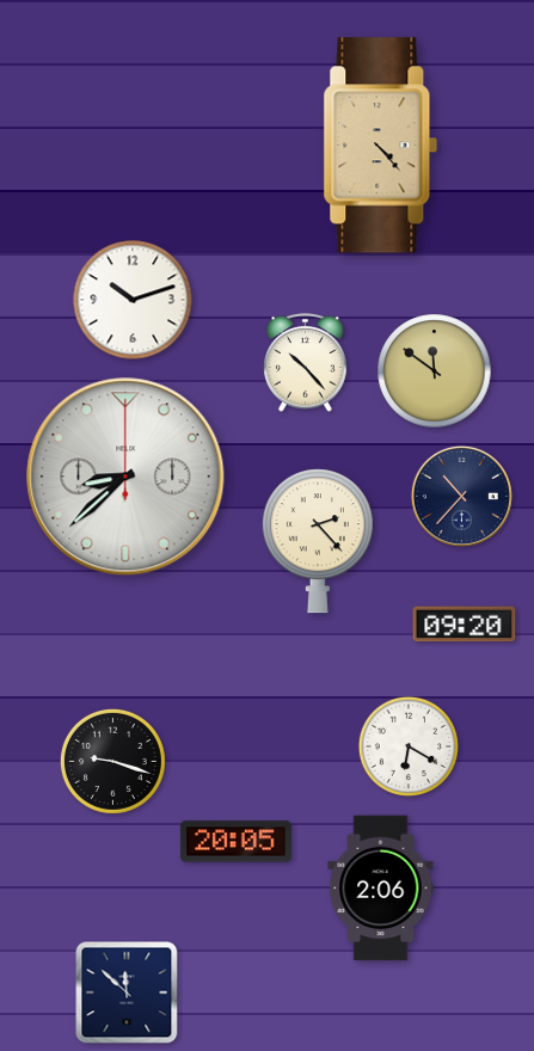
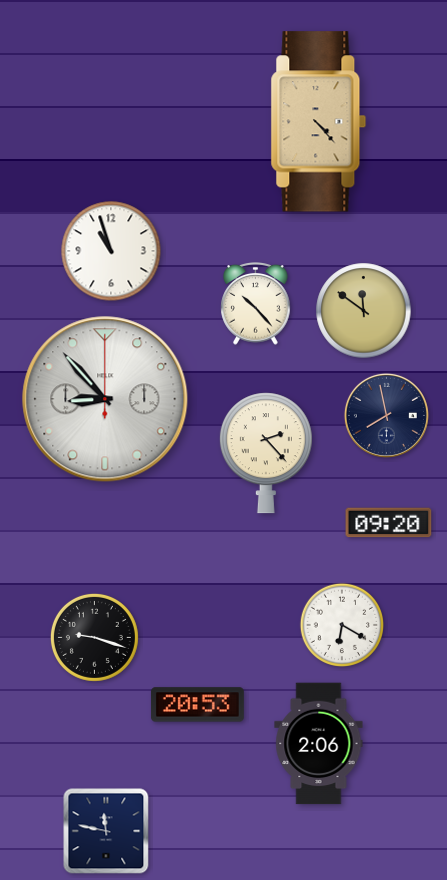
clock at (133, 300): 10:12 -> 10:57
clock at (125, 477): 8:38 -> 8:53
clock at (461, 496): 10:37 -> 7:58
clock at (235, 842): 20:05 -> 20:53
clock at (127, 992): 11:52 -> 11:47
